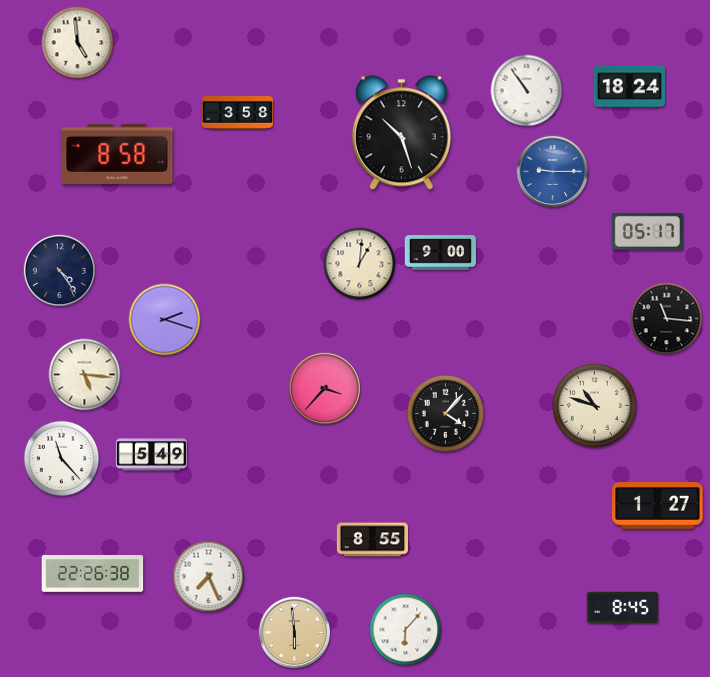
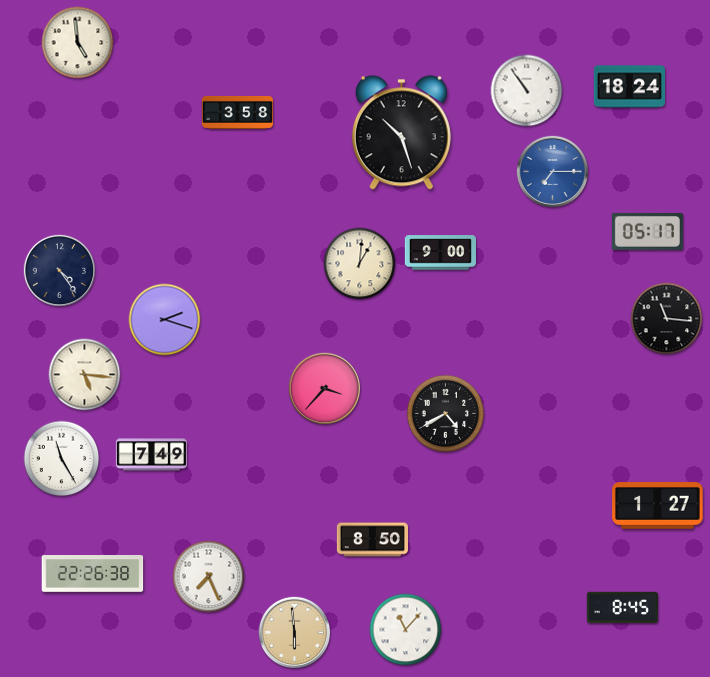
clock at (117, 154): 8:58 -> none
clock at (552, 171): 9:15 -> 7:15
clock at (595, 406): 10:48 -> none
clock at (446, 414): 4:07 -> 4:40
clock at (151, 455): 5:49 -> 7:49
clock at (62, 459): 11:23 -> 11:25
clock at (372, 540): 8:55 -> 8:50
clock at (406, 630): 6:07 -> 11:07
